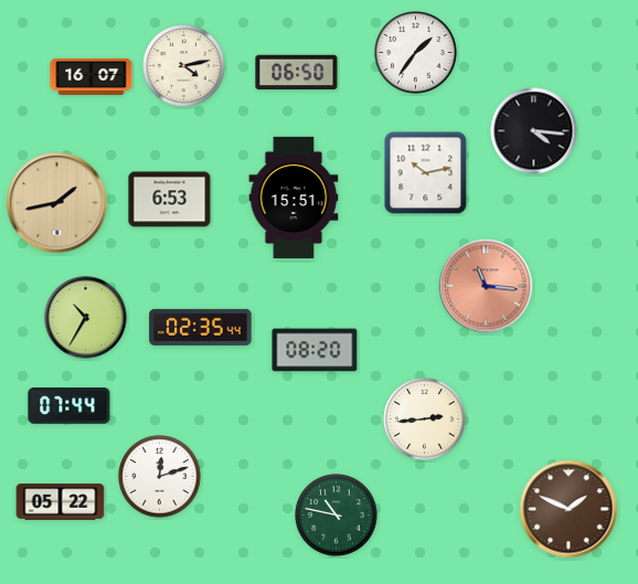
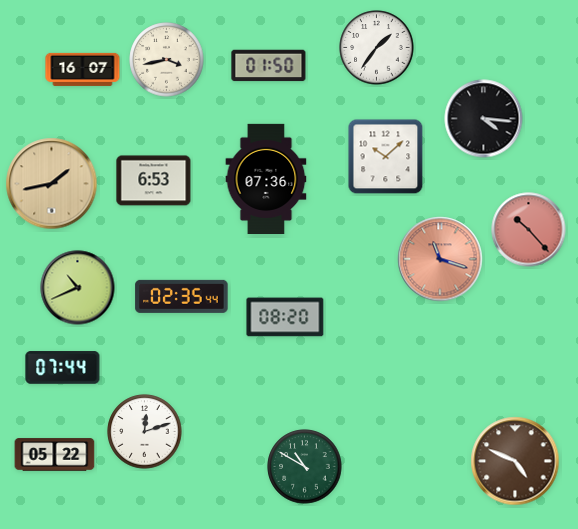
clock at (184, 66): 4:13 -> 3:43
clock at (297, 73): 06:50 -> 01:50
clock at (426, 173): 10:13 -> 10:08
clock at (294, 197): 15:51 -> 07:36
clock at (529, 230): none -> 10:23
clock at (486, 286): 11:16 -> 11:18
clock at (86, 318): 10:35 -> 10:41
clock at (425, 420): 2:44 -> none
clock at (568, 509): 1:49 -> 4:49
clock at (337, 516): 10:47 -> 10:50
